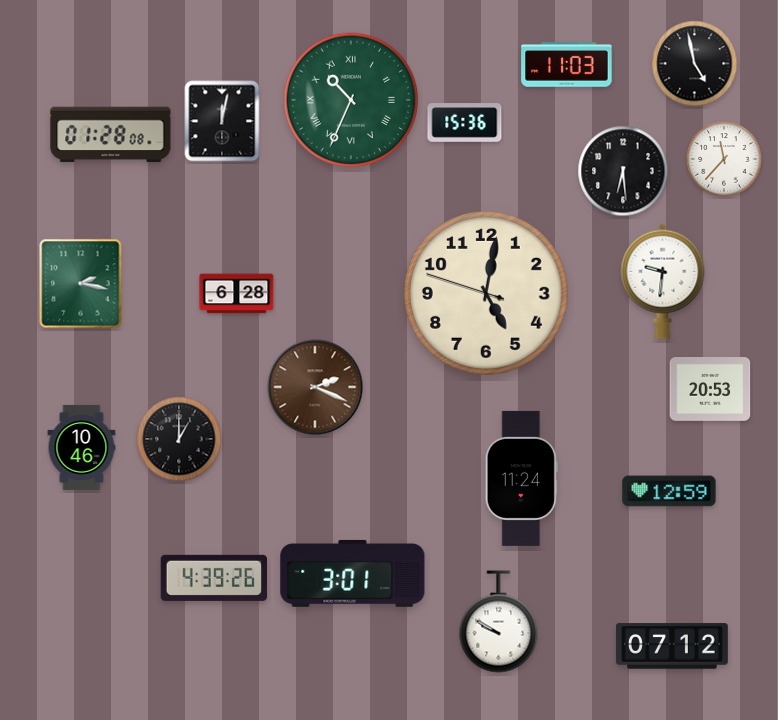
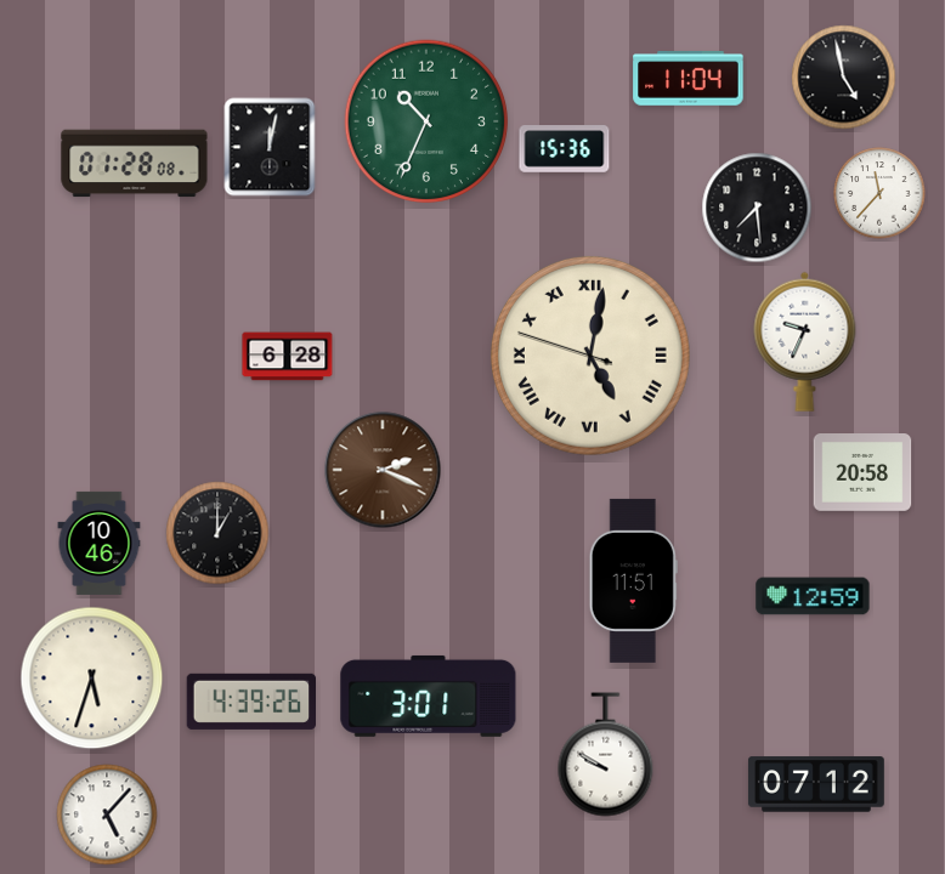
clock at (567, 65): 11:03 -> 11:04
clock at (351, 100) numerals: Roman -> Arabic
clock at (623, 171): 6:29 -> 7:29
clock at (663, 281): 9:31 -> 9:34
clock at (81, 284): 2:17 -> none
clock at (486, 293) numerals: Arabic -> Roman
clock at (710, 390): 20:53 -> 20:58
clock at (521, 478): 11:24 -> 11:51
clock at (92, 679): none -> 5:33
clock at (213, 578) position: (213, 578) -> (250, 702)
clock at (107, 815): none -> 5:07
